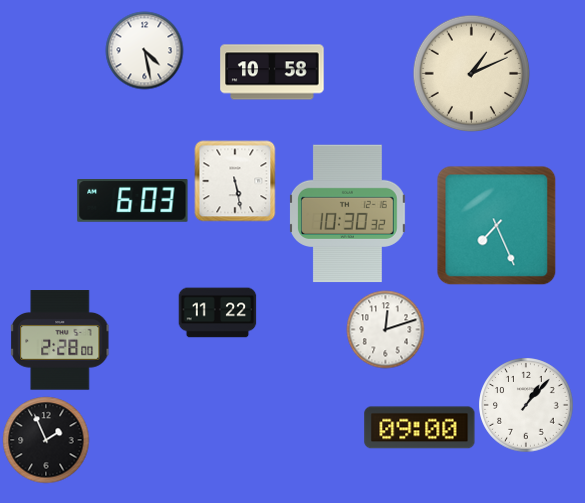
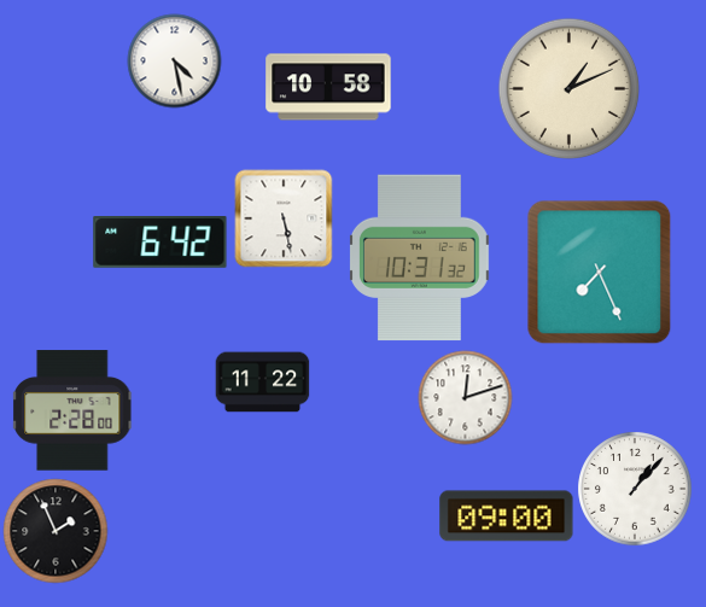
clock at (133, 201): 6:03 -> 6:42
clock at (348, 214): 10:30 -> 10:31
clock at (217, 313) position: (217, 313) -> (262, 383)
